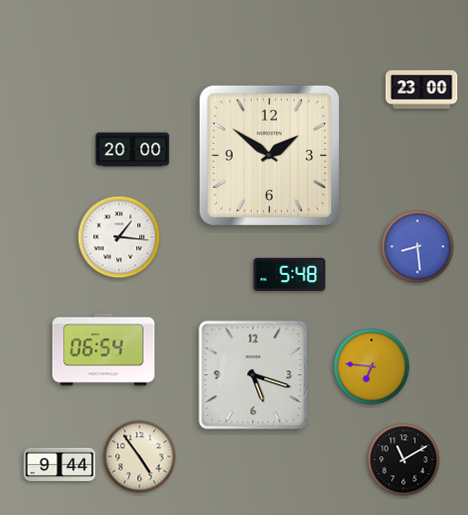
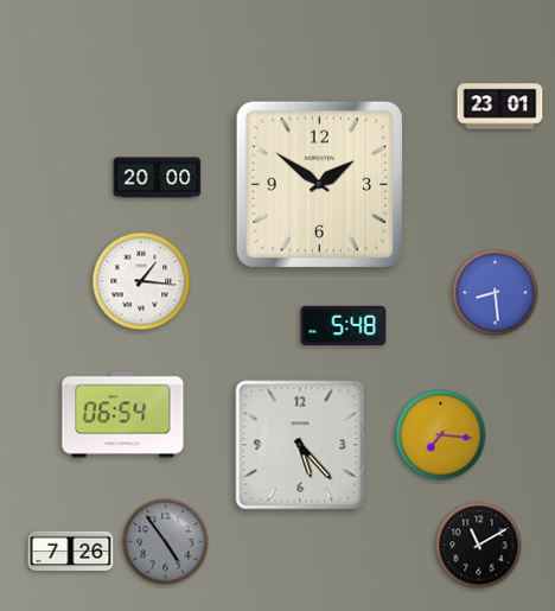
clock at (422, 90): 23:00 -> 23:01
clock at (372, 367): 6:46 -> 7:16
clock at (253, 375): 5:18 -> 5:23
clock at (140, 457) dial: cream -> grey
clock at (60, 465): 9:44 -> 7:26
